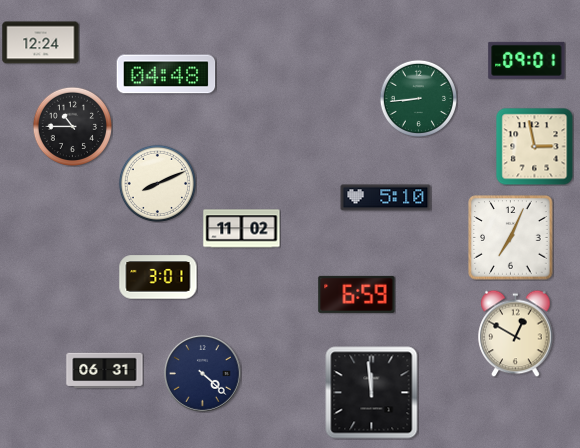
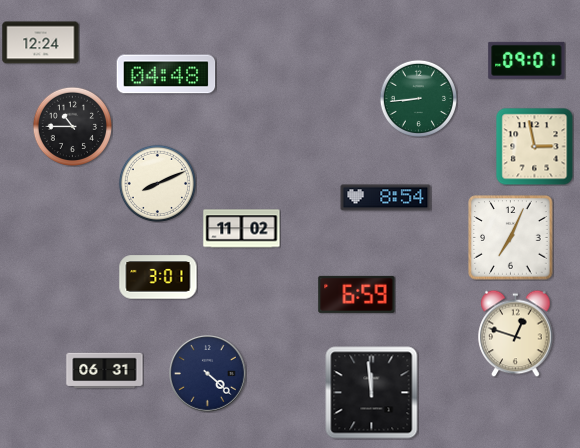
clock at (386, 198): 5:10 -> 8:54
clock at (516, 333): 12:50 -> 12:48
clock at (203, 374) position: (203, 374) -> (208, 374)
